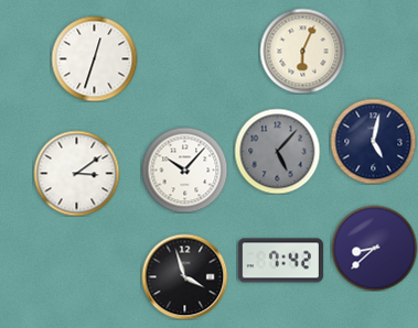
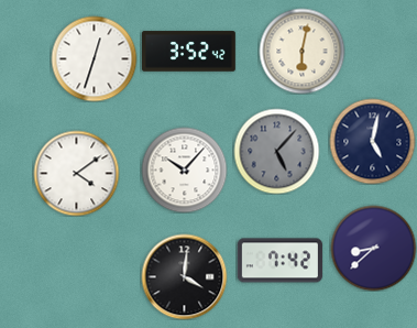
clock at (302, 51): 6:04 -> 6:02
clock at (189, 52): none -> 3:52
clock at (76, 173): 3:09 -> 4:09
clock at (184, 276): 3:57 -> 4:01
